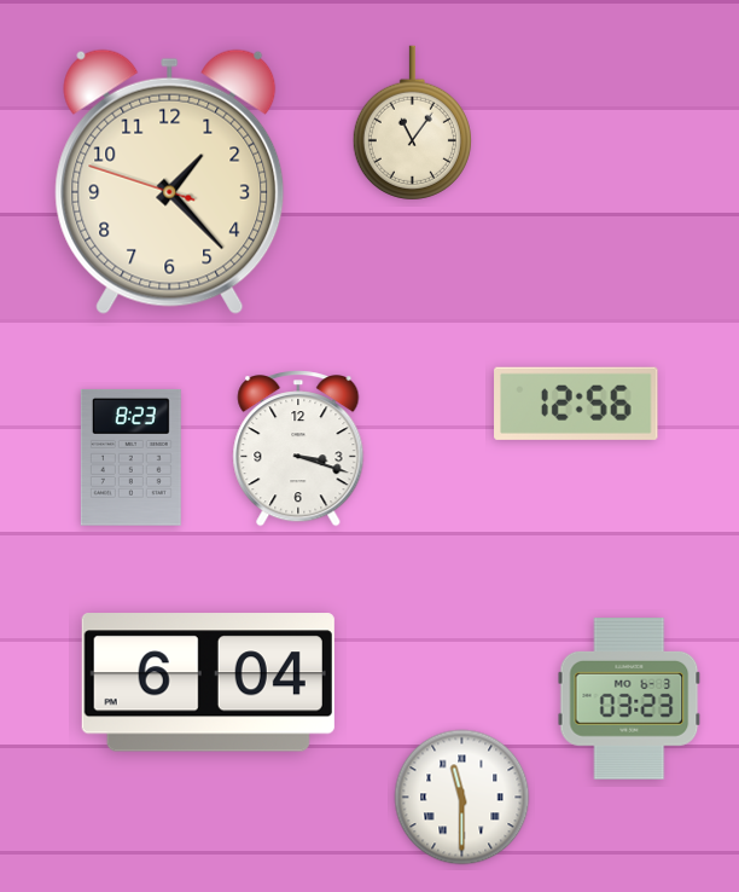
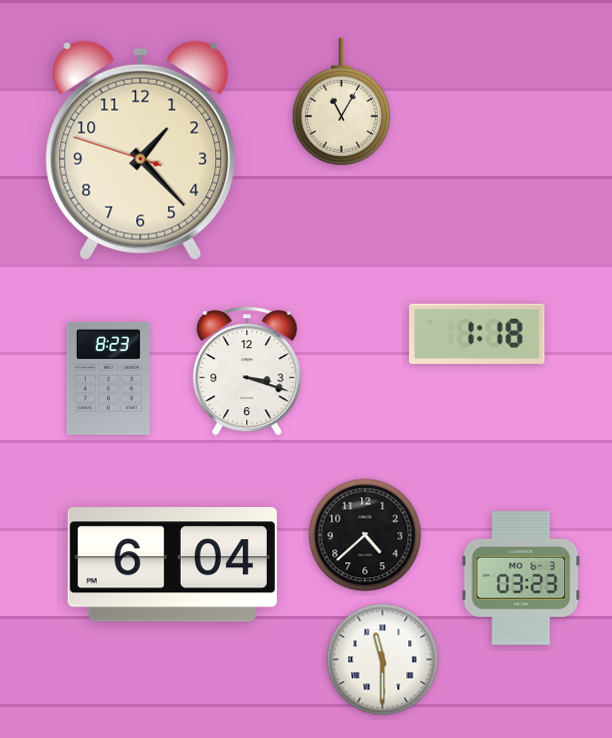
clock at (412, 123): 11:06 -> 11:05
clock at (576, 404): 12:56 -> 1:18
clock at (365, 535): none -> 4:38
